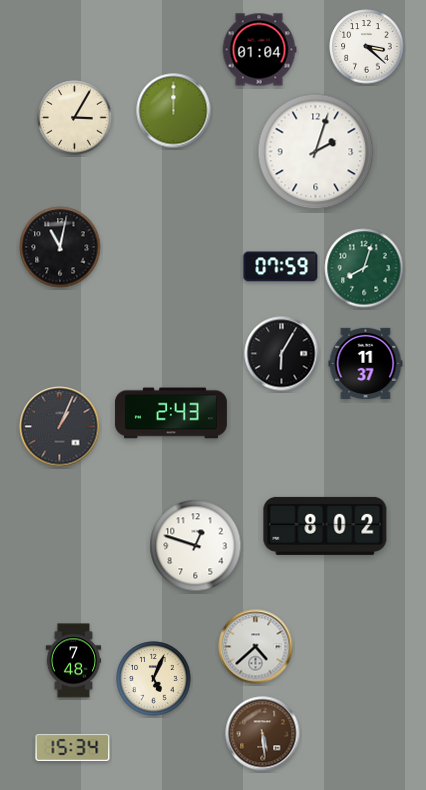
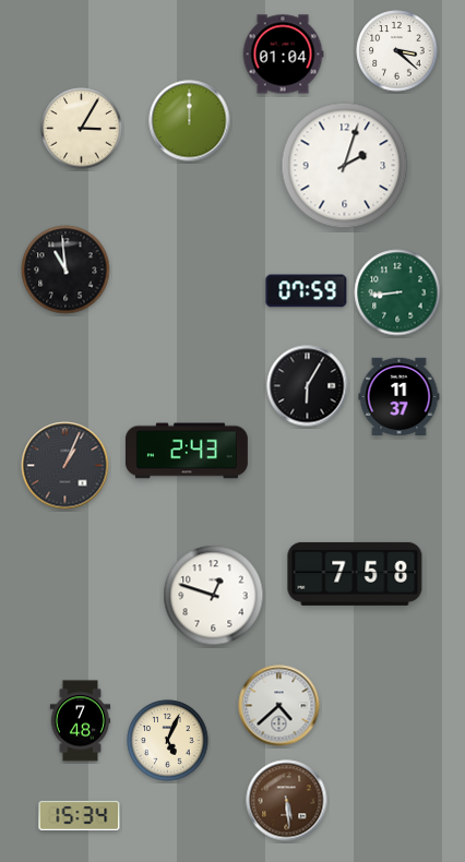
clock at (367, 47) position: (367, 47) -> (397, 51)
clock at (60, 247): 11:02 -> 10:59
clock at (364, 268): 8:03 -> 8:44
clock at (325, 526): 8:02 -> 7:58
